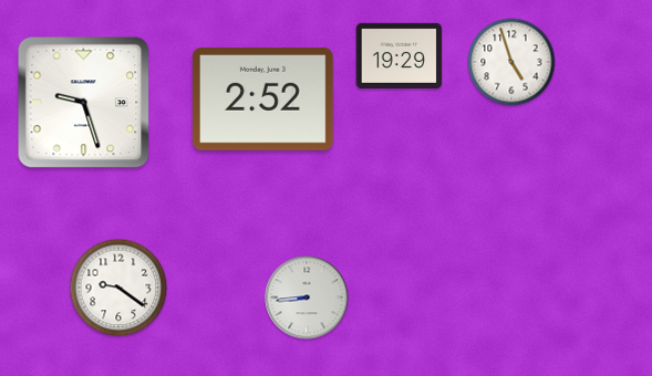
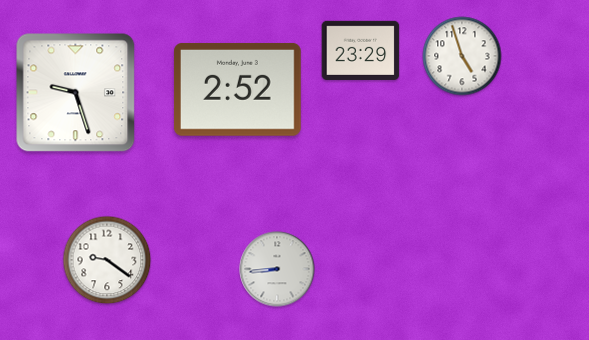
clock at (400, 55): 19:29 -> 23:29
